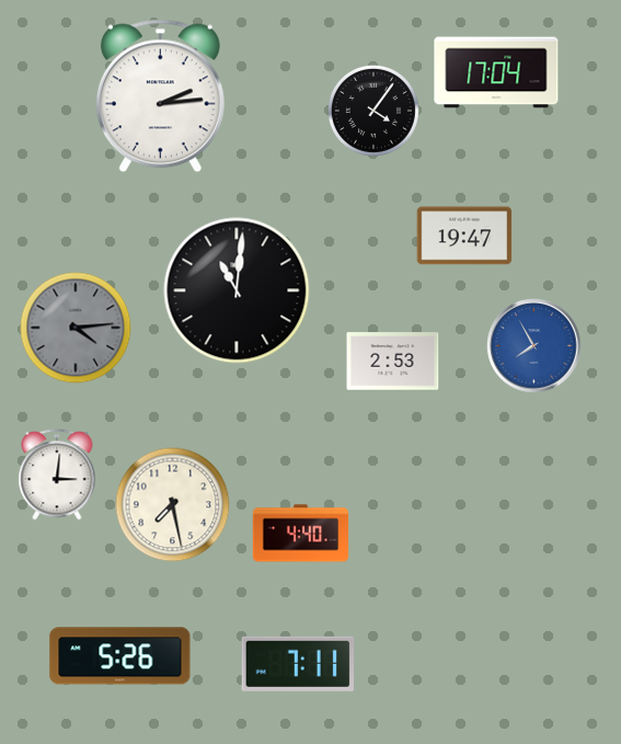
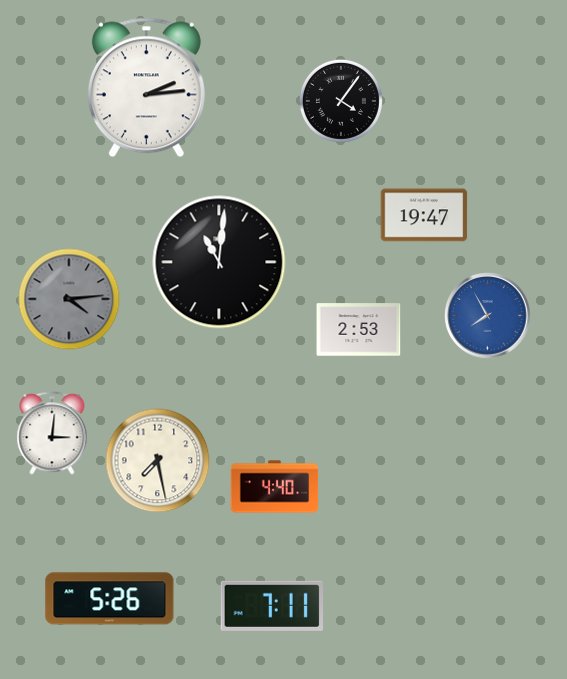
clock at (496, 72): 17:04 -> none
clock at (237, 290) position: (237, 290) -> (219, 262)
